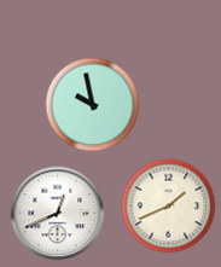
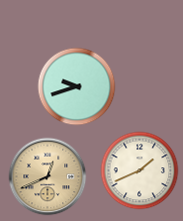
clock at (92, 104): 9:58 -> 9:42
clock at (57, 213) dial: white -> champagne
